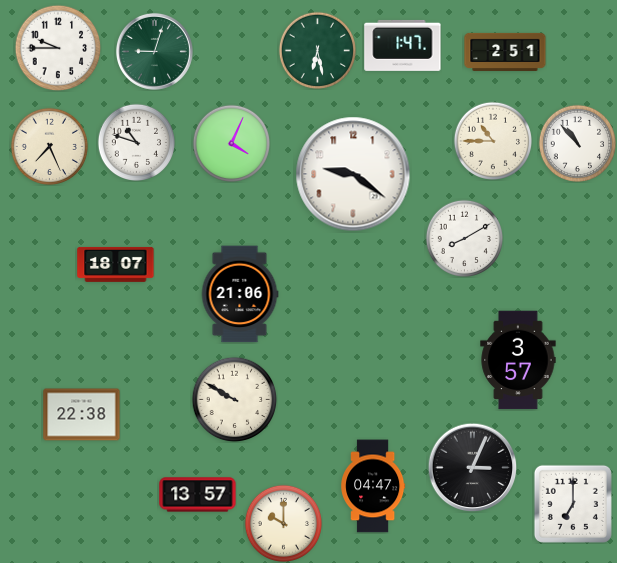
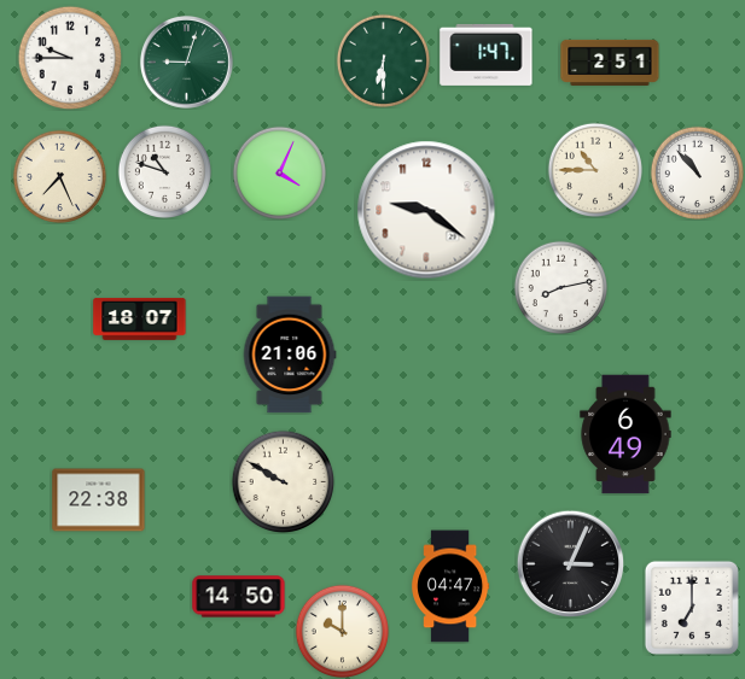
clock at (317, 50): 6:28 -> 6:30
clock at (464, 238): 8:10 -> 8:13
clock at (518, 360): 3:57 -> 6:49
clock at (198, 495): 13:57 -> 14:50
